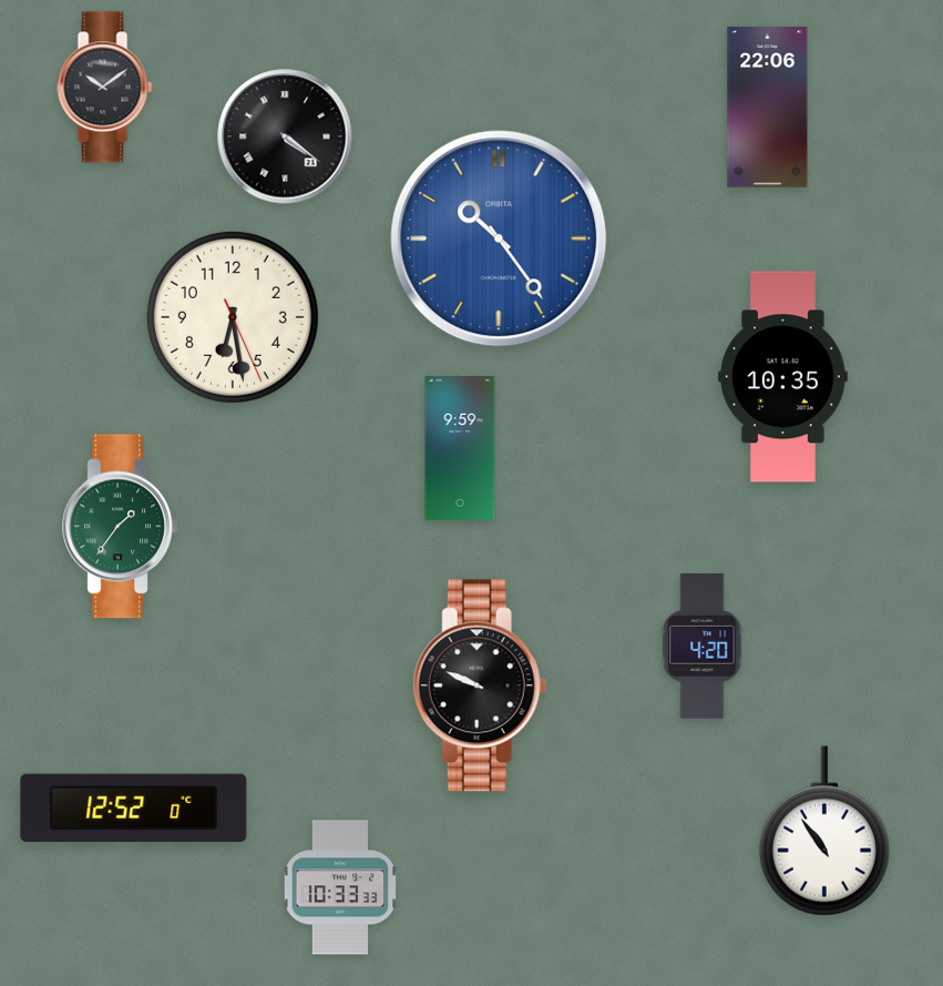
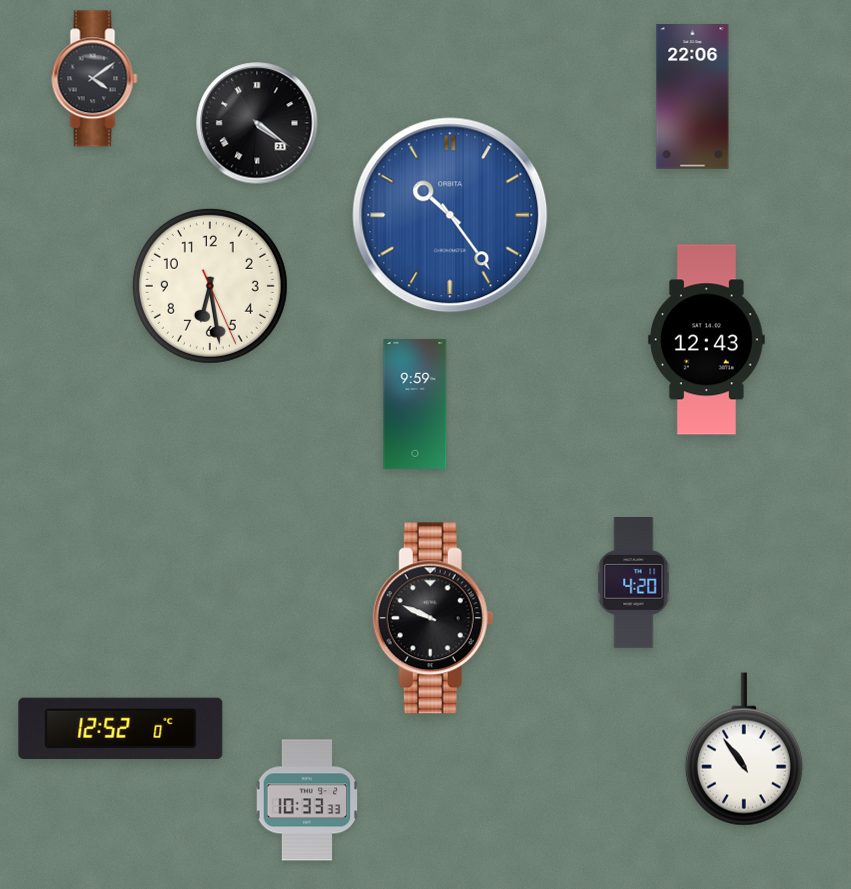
clock at (105, 88): 10:09 -> 4:09
clock at (783, 377): 10:35 -> 12:43
clock at (121, 527): 1:36 -> none
